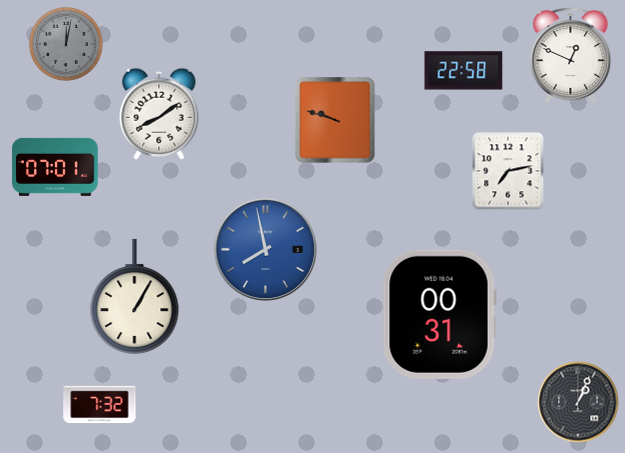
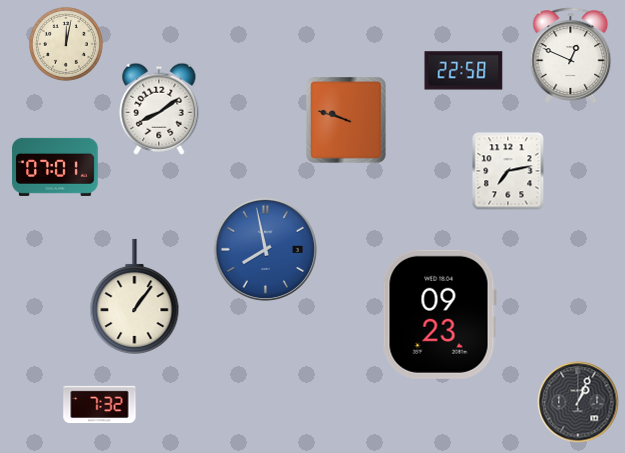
clock at (66, 44) dial: grey -> cream
clock at (159, 114) position: (159, 114) -> (159, 109)
clock at (335, 120) position: (335, 120) -> (346, 120)
clock at (135, 296): 1:05 -> 1:06
clock at (439, 314): 00:31 -> 09:23
